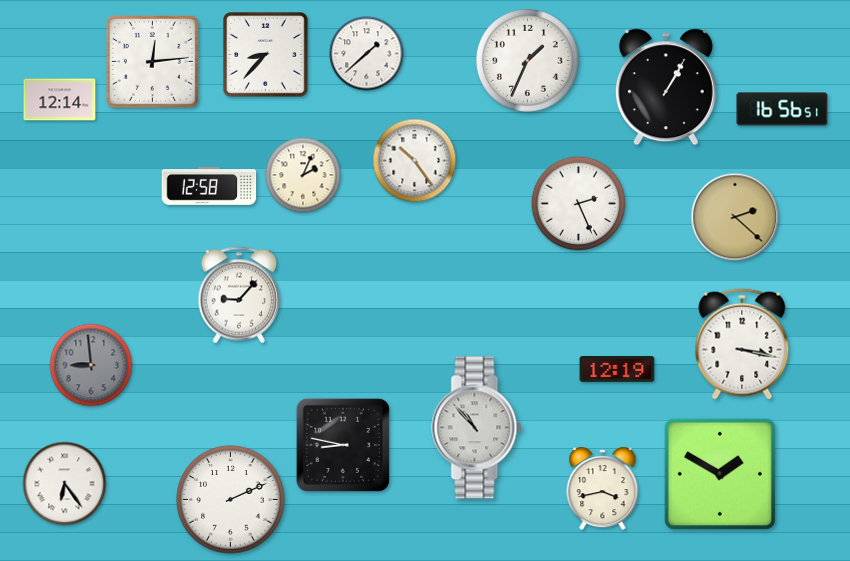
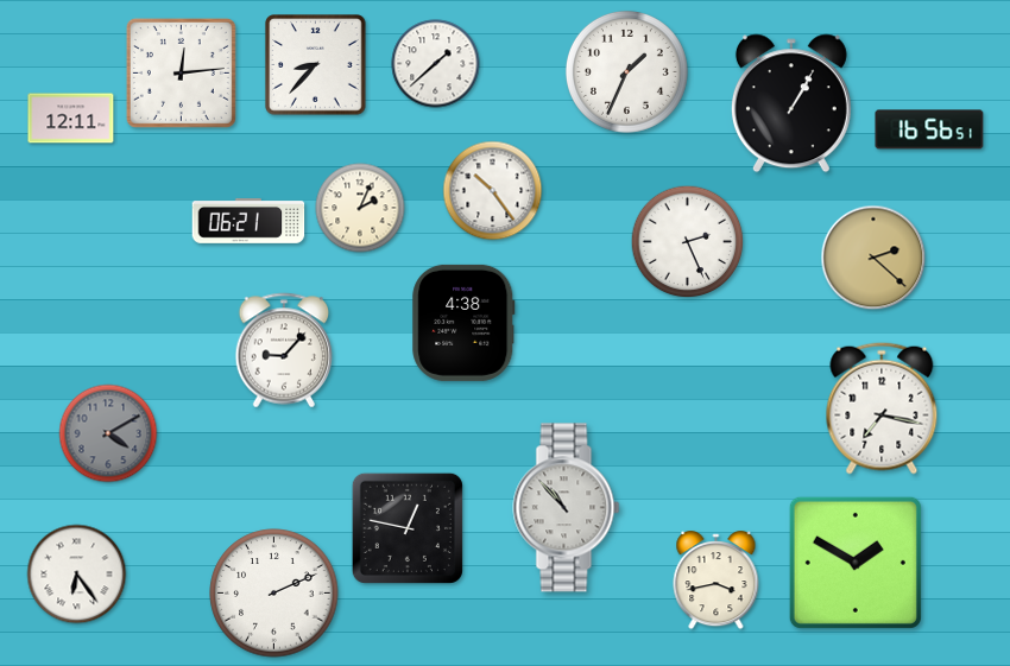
clock at (60, 100): 12:14 -> 12:11
clock at (209, 186): 12:58 -> 06:21
clock at (463, 323): none -> 4:38
clock at (742, 344): 3:17 -> 7:17
clock at (91, 365): 8:59 -> 4:10
clock at (617, 370): 12:19 -> none
clock at (343, 445): 8:47 -> 12:47
